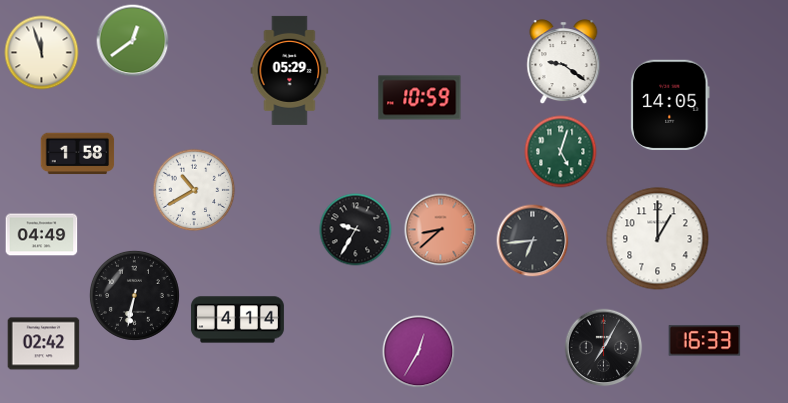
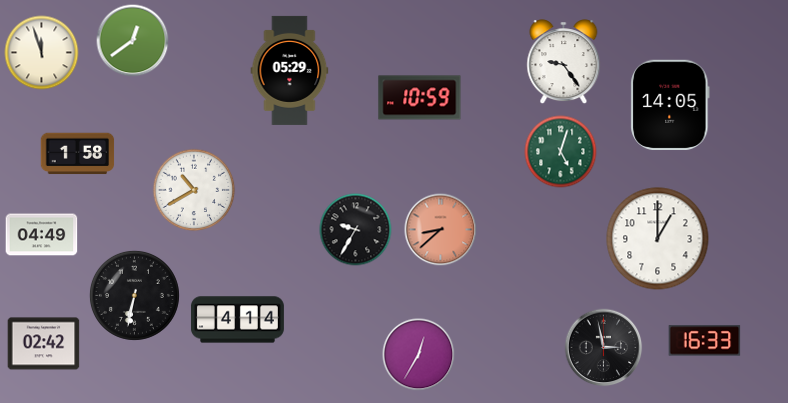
clock at (564, 62): 9:21 -> 9:24
clock at (533, 241): 6:44 -> none
clock at (604, 348): 7:05 -> 2:58
clock at (419, 352) position: (419, 352) -> (419, 355)
